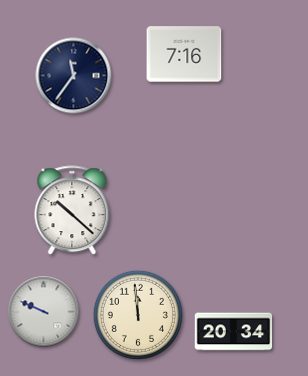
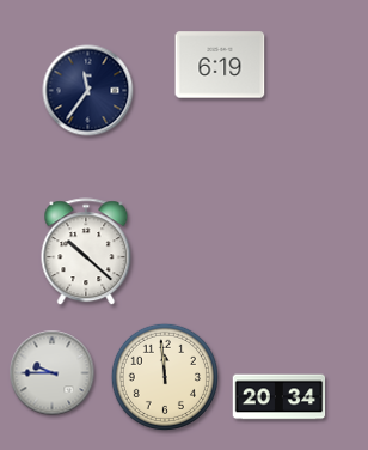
clock at (184, 54): 7:16 -> 6:19
clock at (44, 312): 9:49 -> 9:45
